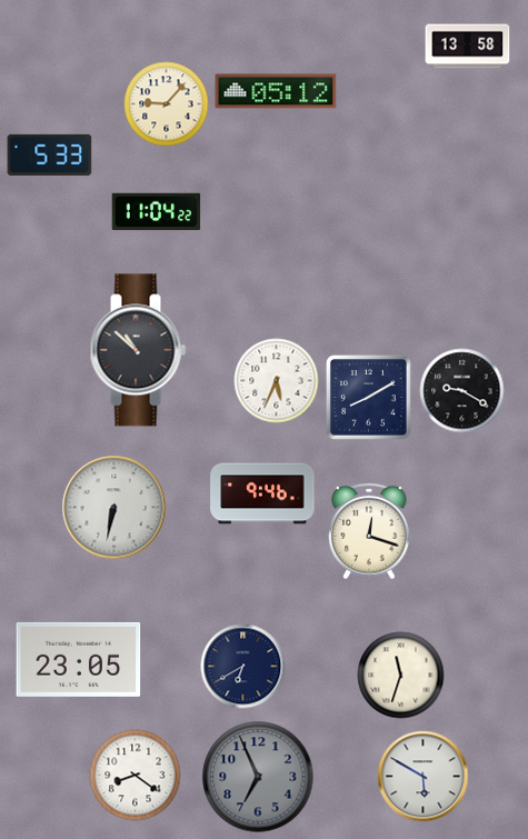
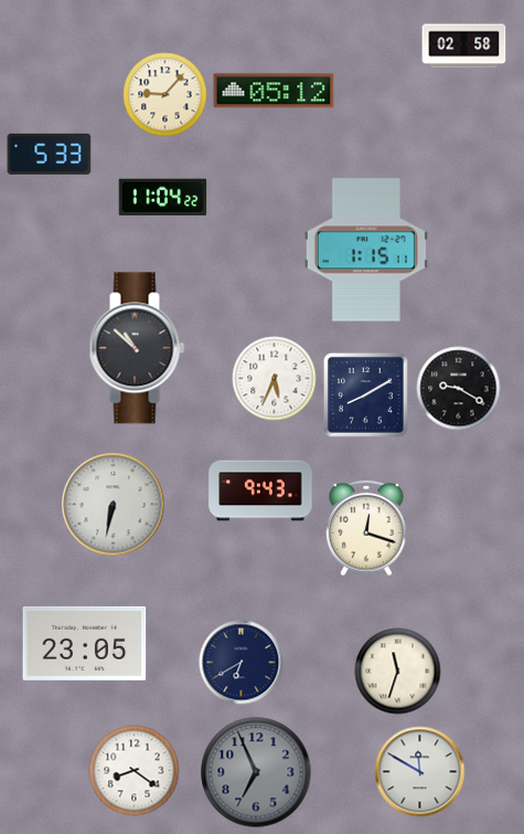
clock at (468, 47): 13:58 -> 02:58
clock at (167, 104) position: (167, 104) -> (165, 95)
clock at (157, 212) position: (157, 212) -> (163, 198)
clock at (366, 250): none -> 1:15
clock at (262, 493): 9:46 -> 9:43
clock at (79, 659) position: (79, 659) -> (85, 643)
clock at (424, 777): 5:50 -> 11:50
